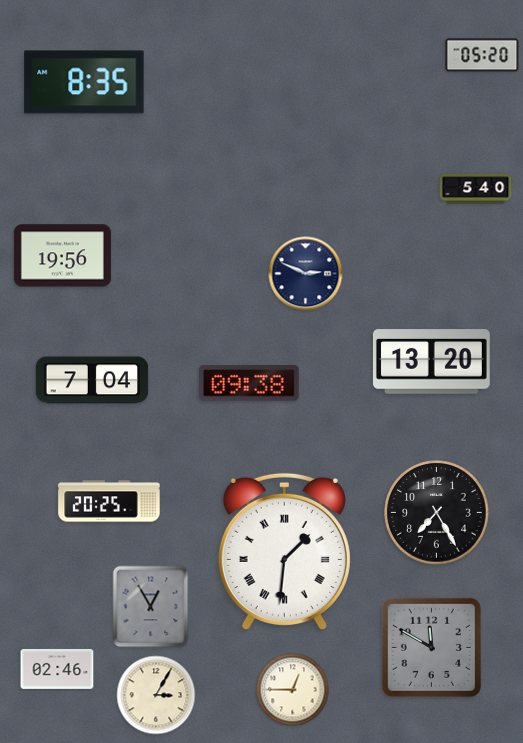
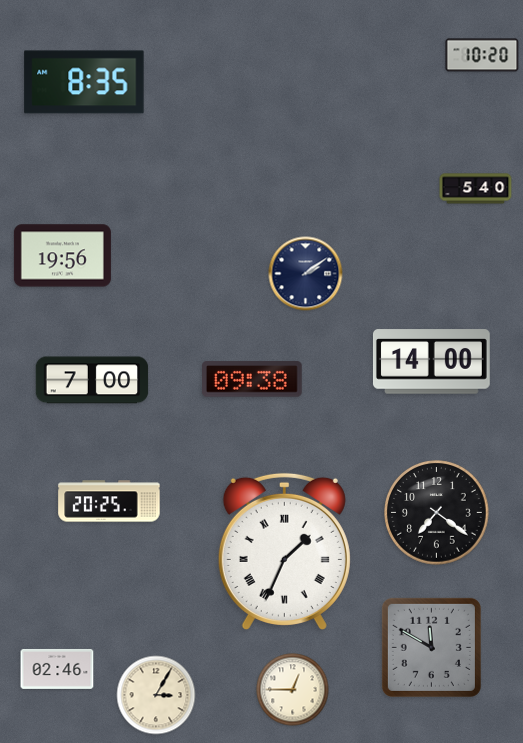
clock at (482, 55): 05:20 -> 10:20
clock at (306, 274): 2:49 -> 2:09
clock at (431, 362): 13:20 -> 14:00
clock at (92, 380): 7:04 -> 7:00
clock at (250, 383) position: (250, 383) -> (253, 379)
clock at (437, 513): 7:25 -> 7:21
clock at (284, 551): 1:31 -> 1:34
clock at (151, 607): 12:55 -> none
